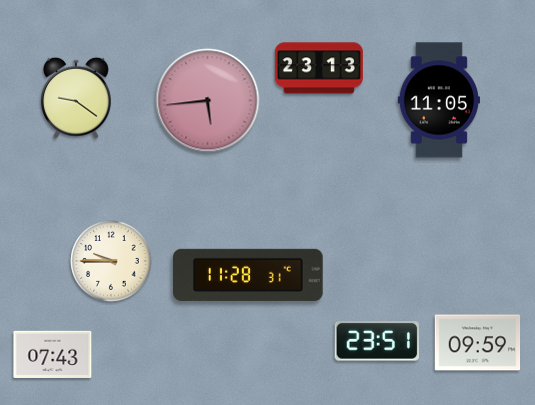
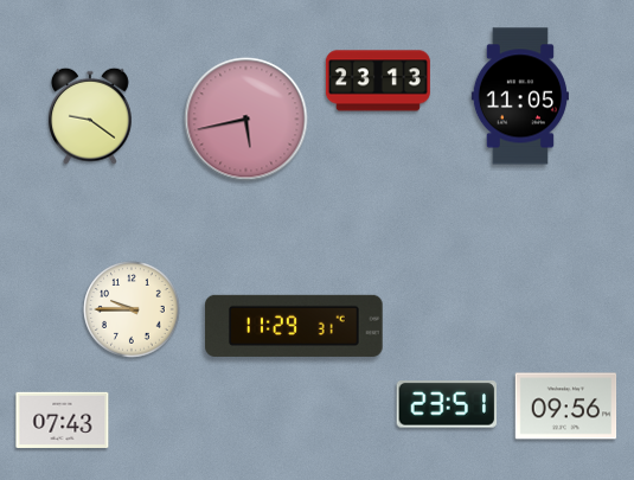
clock at (439, 100) position: (439, 100) -> (520, 96)
clock at (208, 101): 5:44 -> 5:43
clock at (248, 275): 11:28 -> 11:29
clock at (478, 343): 09:59 -> 09:56
